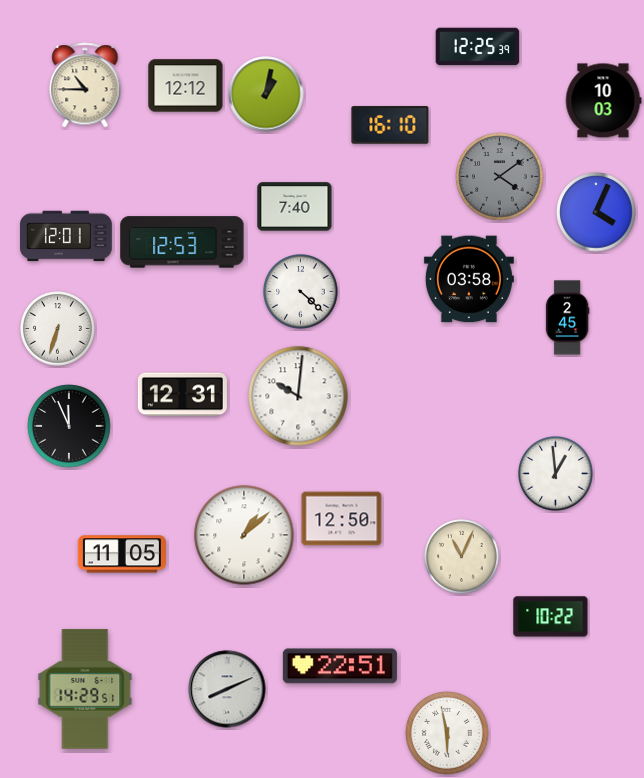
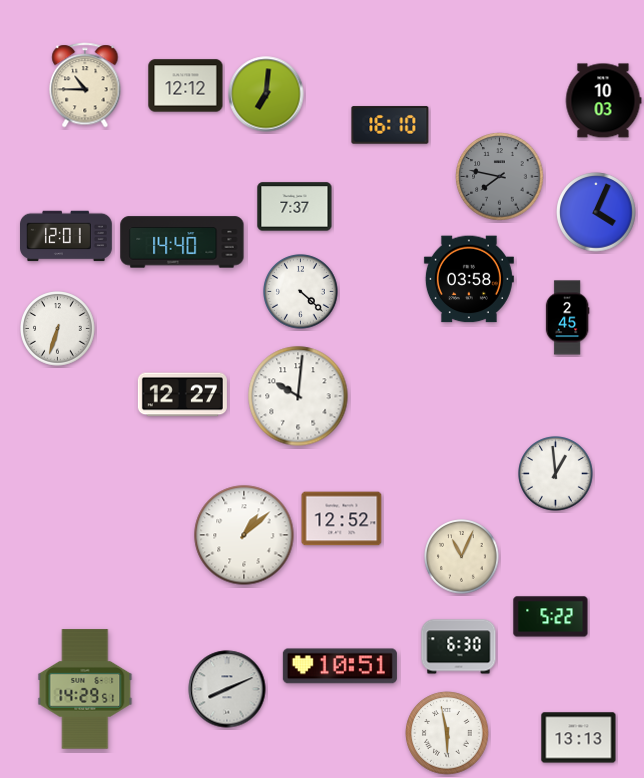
clock at (478, 47): 12:25 -> none
clock at (266, 94): 1:02 -> 7:01
clock at (500, 177): 4:09 -> 7:47
clock at (295, 207): 7:40 -> 7:37
clock at (182, 242): 12:53 -> 14:40
clock at (182, 395): 12:31 -> 12:27
clock at (69, 426): 11:56 -> none
clock at (342, 519): 12:50 -> 12:52
clock at (122, 554): 11:05 -> none
clock at (551, 617): 10:22 -> 5:22
clock at (459, 647): none -> 6:30
clock at (340, 666): 22:51 -> 10:51
clock at (579, 738): none -> 13:13
